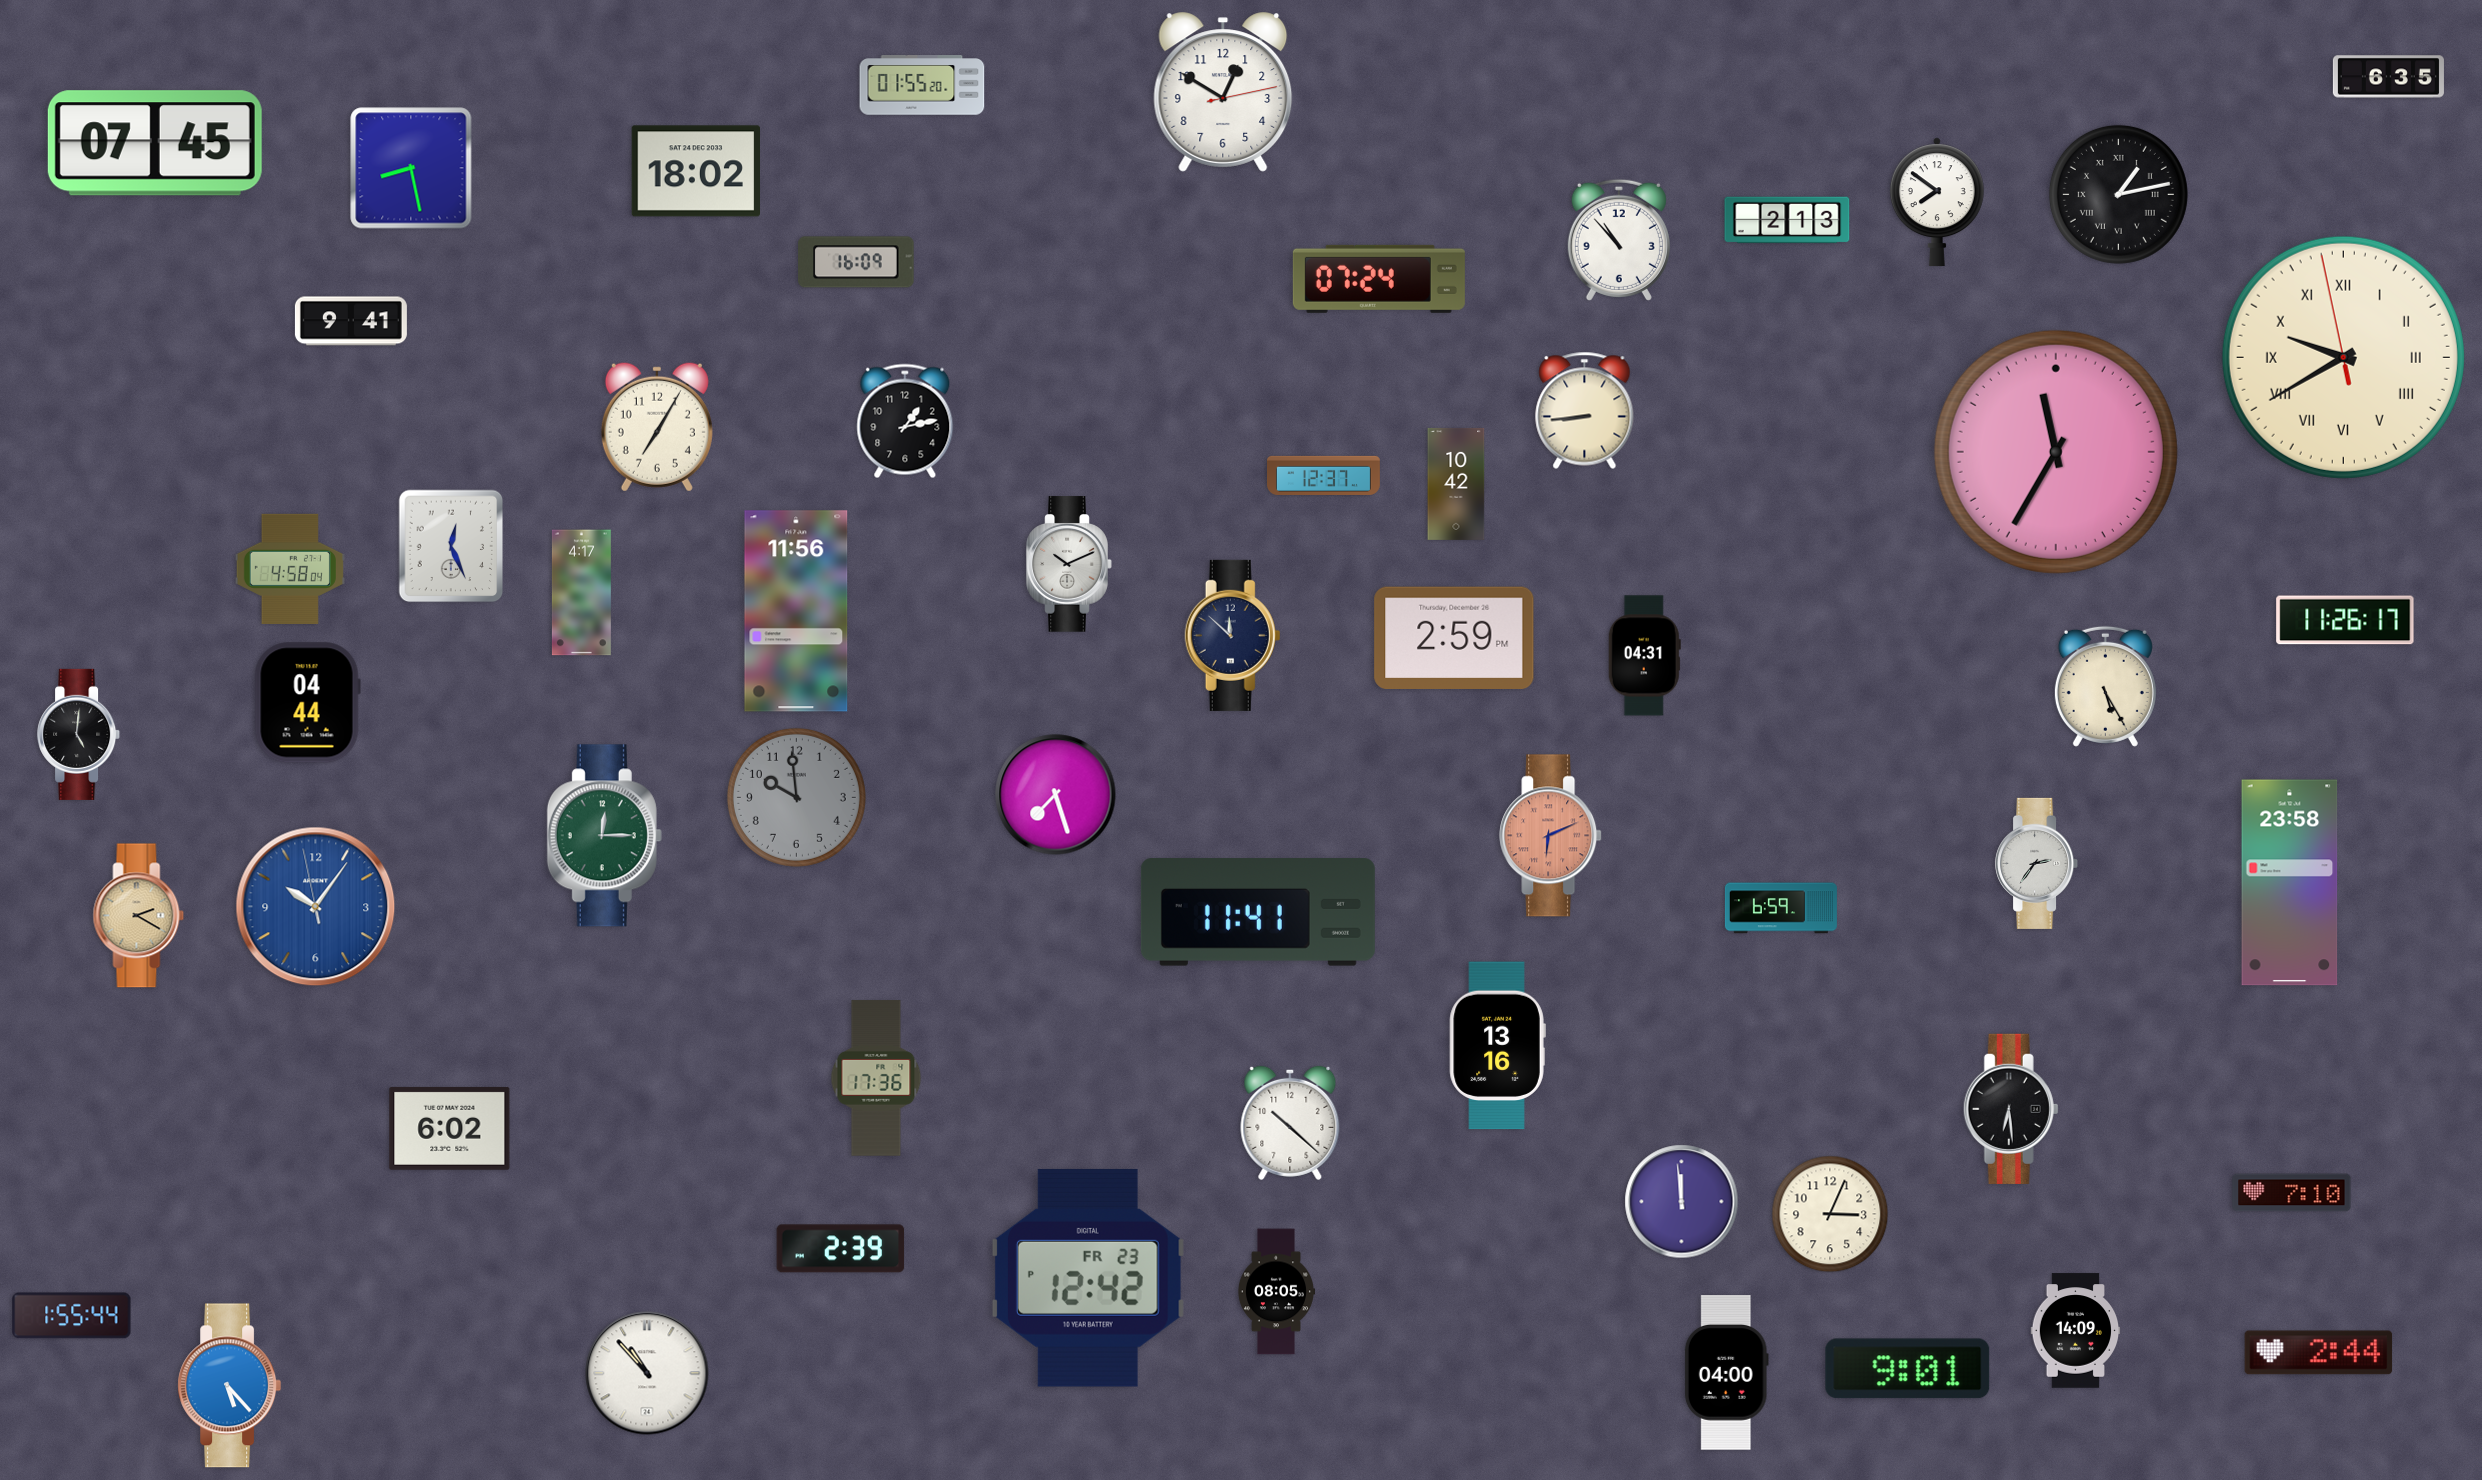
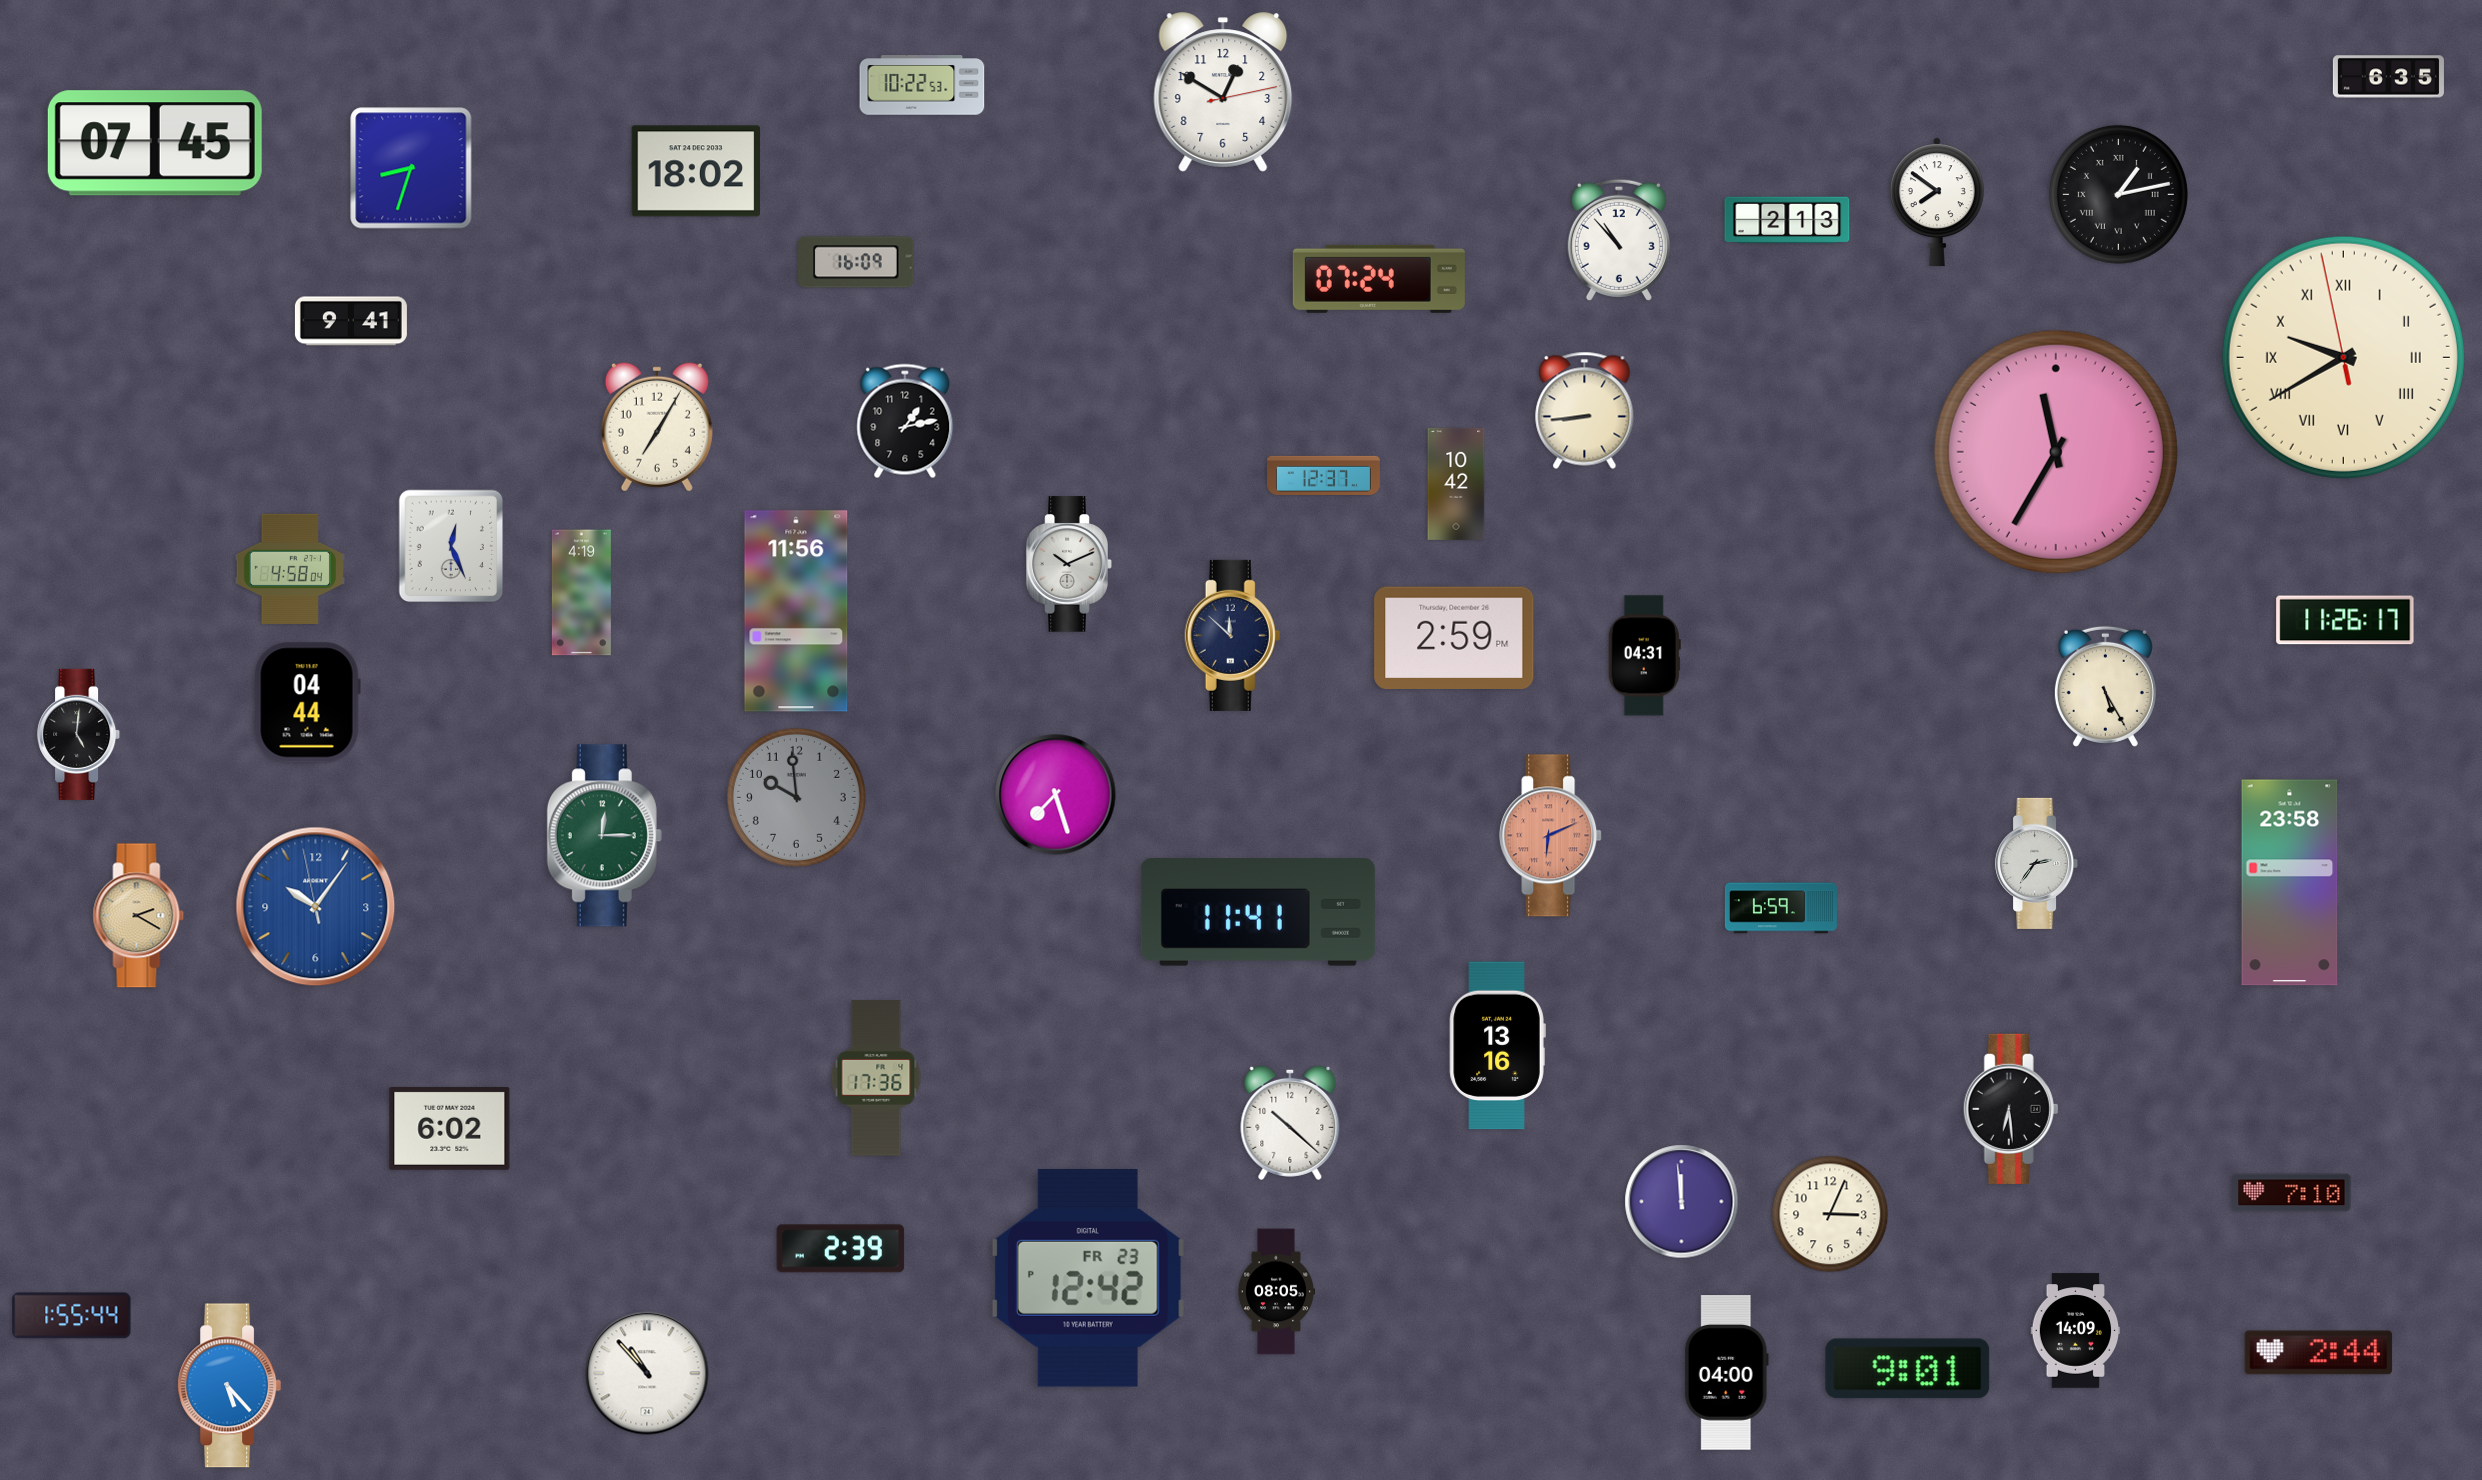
clock at (922, 86): 01:55 -> 10:22
clock at (411, 168): 8:28 -> 8:33
clock at (581, 593): 4:17 -> 4:19
